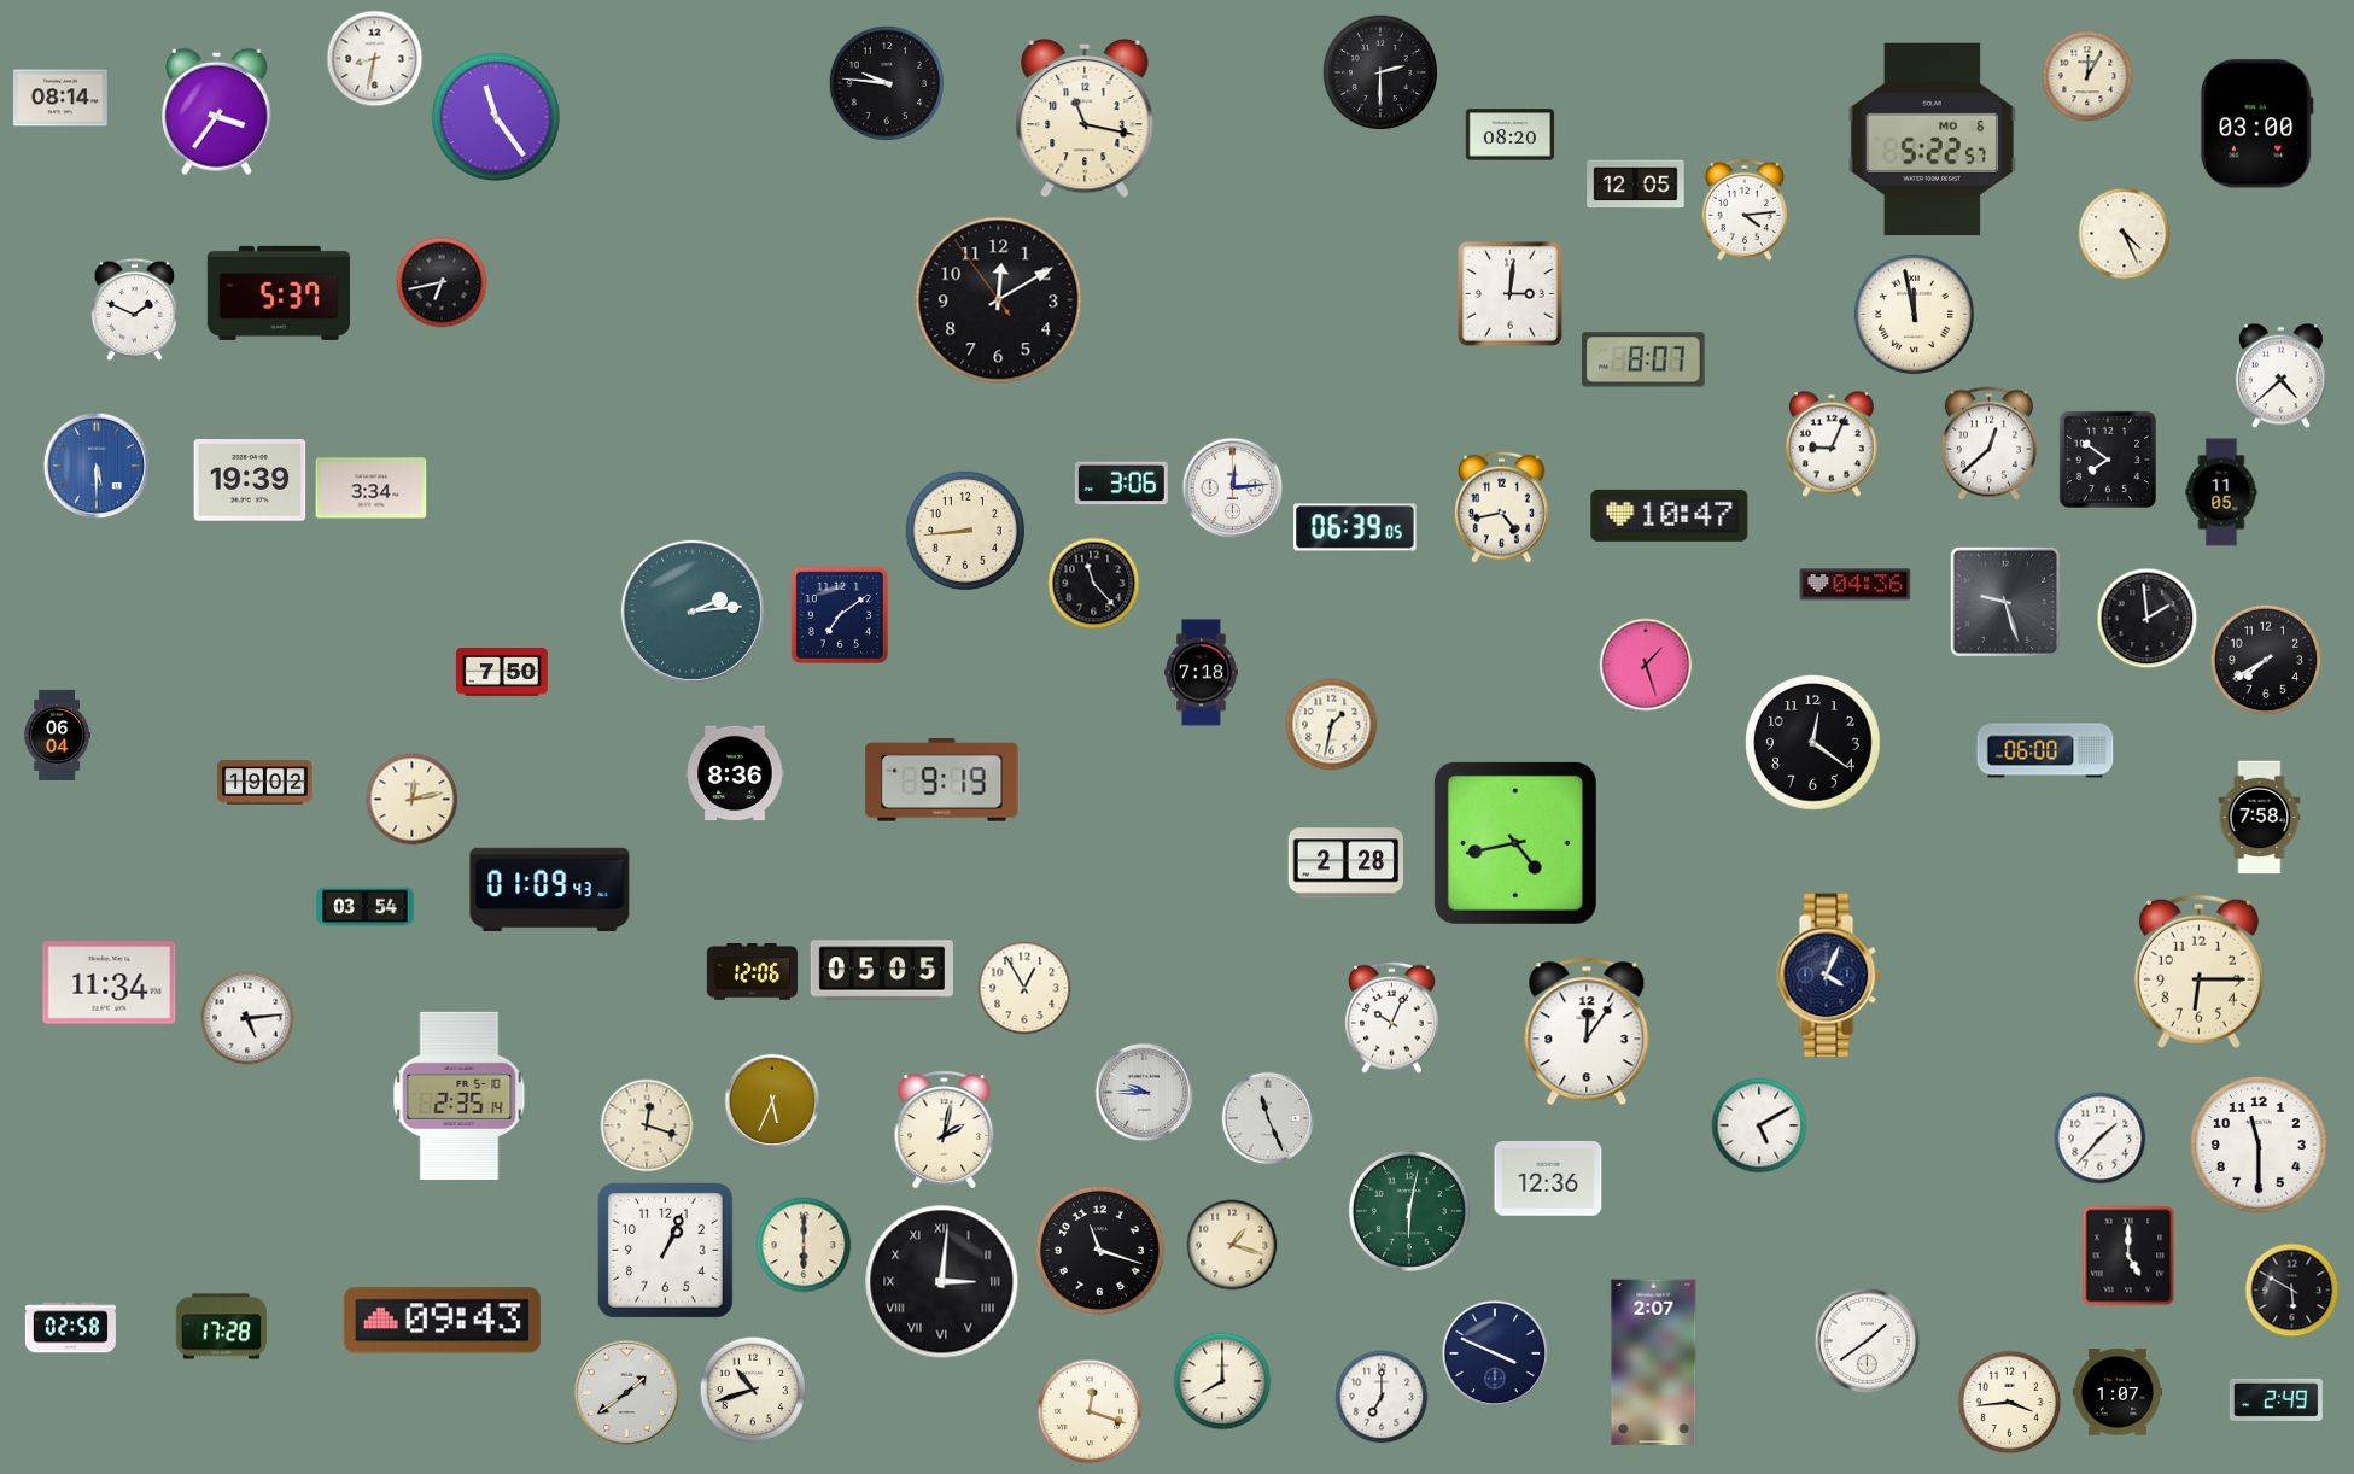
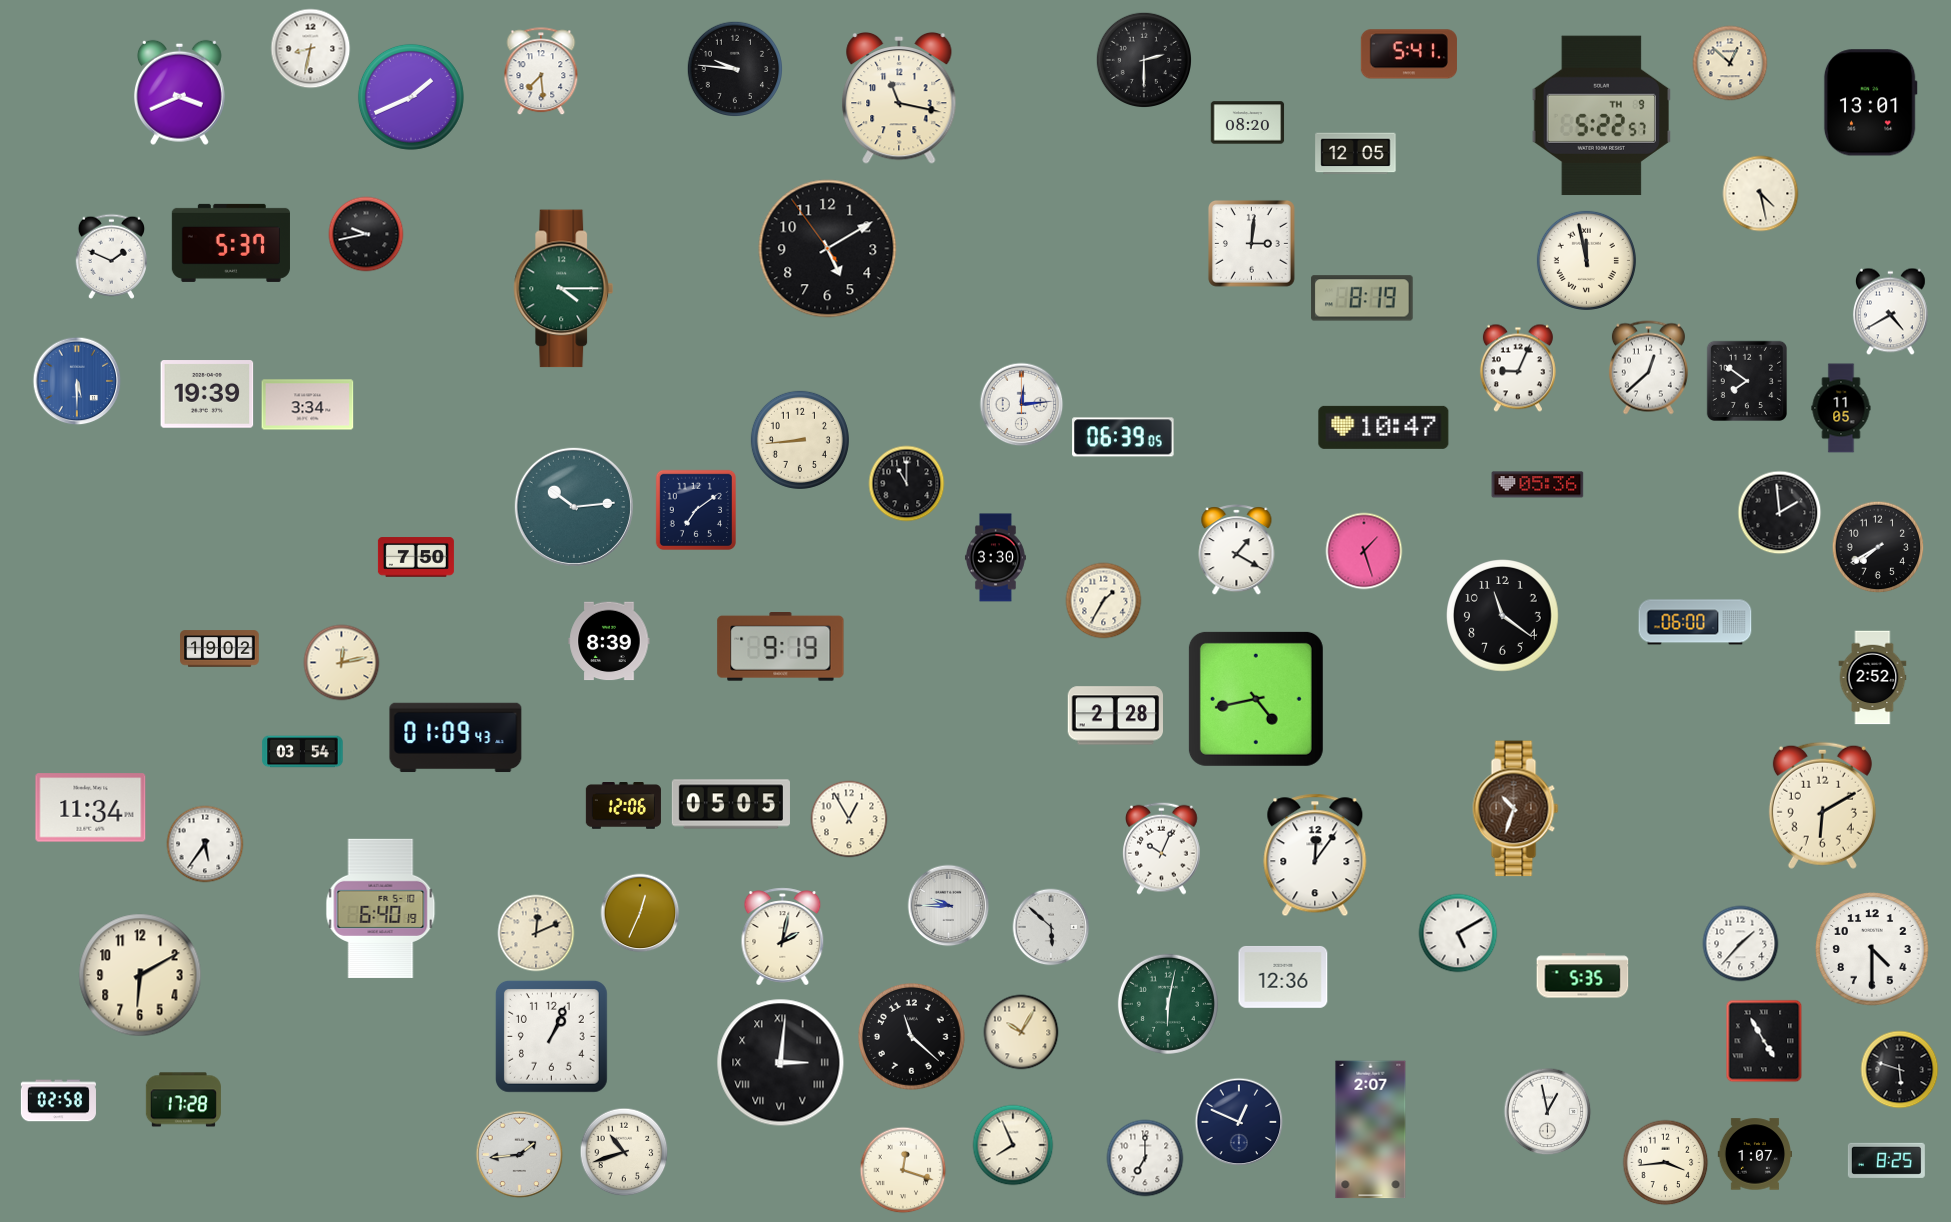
clock at (1409, 54): none -> 5:41
clock at (2087, 76): 12:05 -> 12:52
clock at (541, 72): none -> 7:29
clock at (62, 98): 08:14 -> none
clock at (216, 111): 3:36 -> 3:41
clock at (496, 117): 11:24 -> 1:41
clock at (2256, 124): 03:00 -> 13:01
clock at (1511, 135) position: (1511, 135) -> (1248, 123)
clock at (1932, 140) date: MO 6 -> TH 9
clock at (1745, 210): 4:14 -> none
clock at (2125, 234): 4:26 -> 4:28
clock at (442, 282): 6:43 -> 9:43
clock at (999, 300): 12:09 -> 5:09
clock at (564, 289): none -> 4:15
clock at (1643, 359): 8:07 -> 8:19
clock at (2282, 376): 4:38 -> 4:40
clock at (97, 466) position: (97, 466) -> (77, 381)
clock at (250, 480) position: (250, 480) -> (207, 394)
clock at (1121, 484): 3:06 -> none
clock at (1502, 507): 4:43 -> none
clock at (1094, 584): 11:23 -> 11:00
clock at (1856, 585): 04:36 -> 05:36
clock at (2005, 602): 9:27 -> none
clock at (693, 612): 2:14 -> 10:14
clock at (1237, 550): none -> 1:20
clock at (1201, 673): 7:18 -> 3:30
clock at (1332, 725): 1:32 -> 1:35
clock at (58, 735): 06:04 -> none
clock at (1813, 743): 12:21 -> 11:21
clock at (735, 773): 8:36 -> 8:39
clock at (2260, 818): 7:58 -> 2:52
clock at (2198, 971): 6:15 -> 6:10
clock at (1829, 976): 4:04 -> 10:33
clock at (1829, 976) dial: navy -> brown
clock at (110, 983) position: (110, 983) -> (91, 808)
clock at (1392, 1017) position: (1392, 1017) -> (1162, 848)
clock at (247, 1018): 5:14 -> 5:36
clock at (460, 1095): 2:35 -> 6:40
clock at (772, 1101): 5:34 -> 12:34
clock at (1268, 1118): 11:26 -> 5:52
clock at (647, 1125): 12:18 -> 12:11
clock at (2259, 1145): 11:30 -> 4:30
clock at (140, 975): none -> 6:10
clock at (1583, 976): none -> 5:35
clock at (804, 1245): 6:00 -> none
clock at (1232, 1245): 1:18 -> 10:05
clock at (1099, 1250): 11:18 -> 11:22
clock at (2128, 1256): 5:00 -> 4:55
clock at (2292, 1291): 5:50 -> 5:48
clock at (442, 1321): 09:43 -> none
clock at (1868, 1341): 1:39 -> 12:58
clock at (1495, 1353): 3:49 -> 12:49
clock at (1222, 1381): 8:00 -> 7:56
clock at (627, 1393): 1:39 -> 1:44
clock at (2276, 1399): 2:49 -> 8:25
